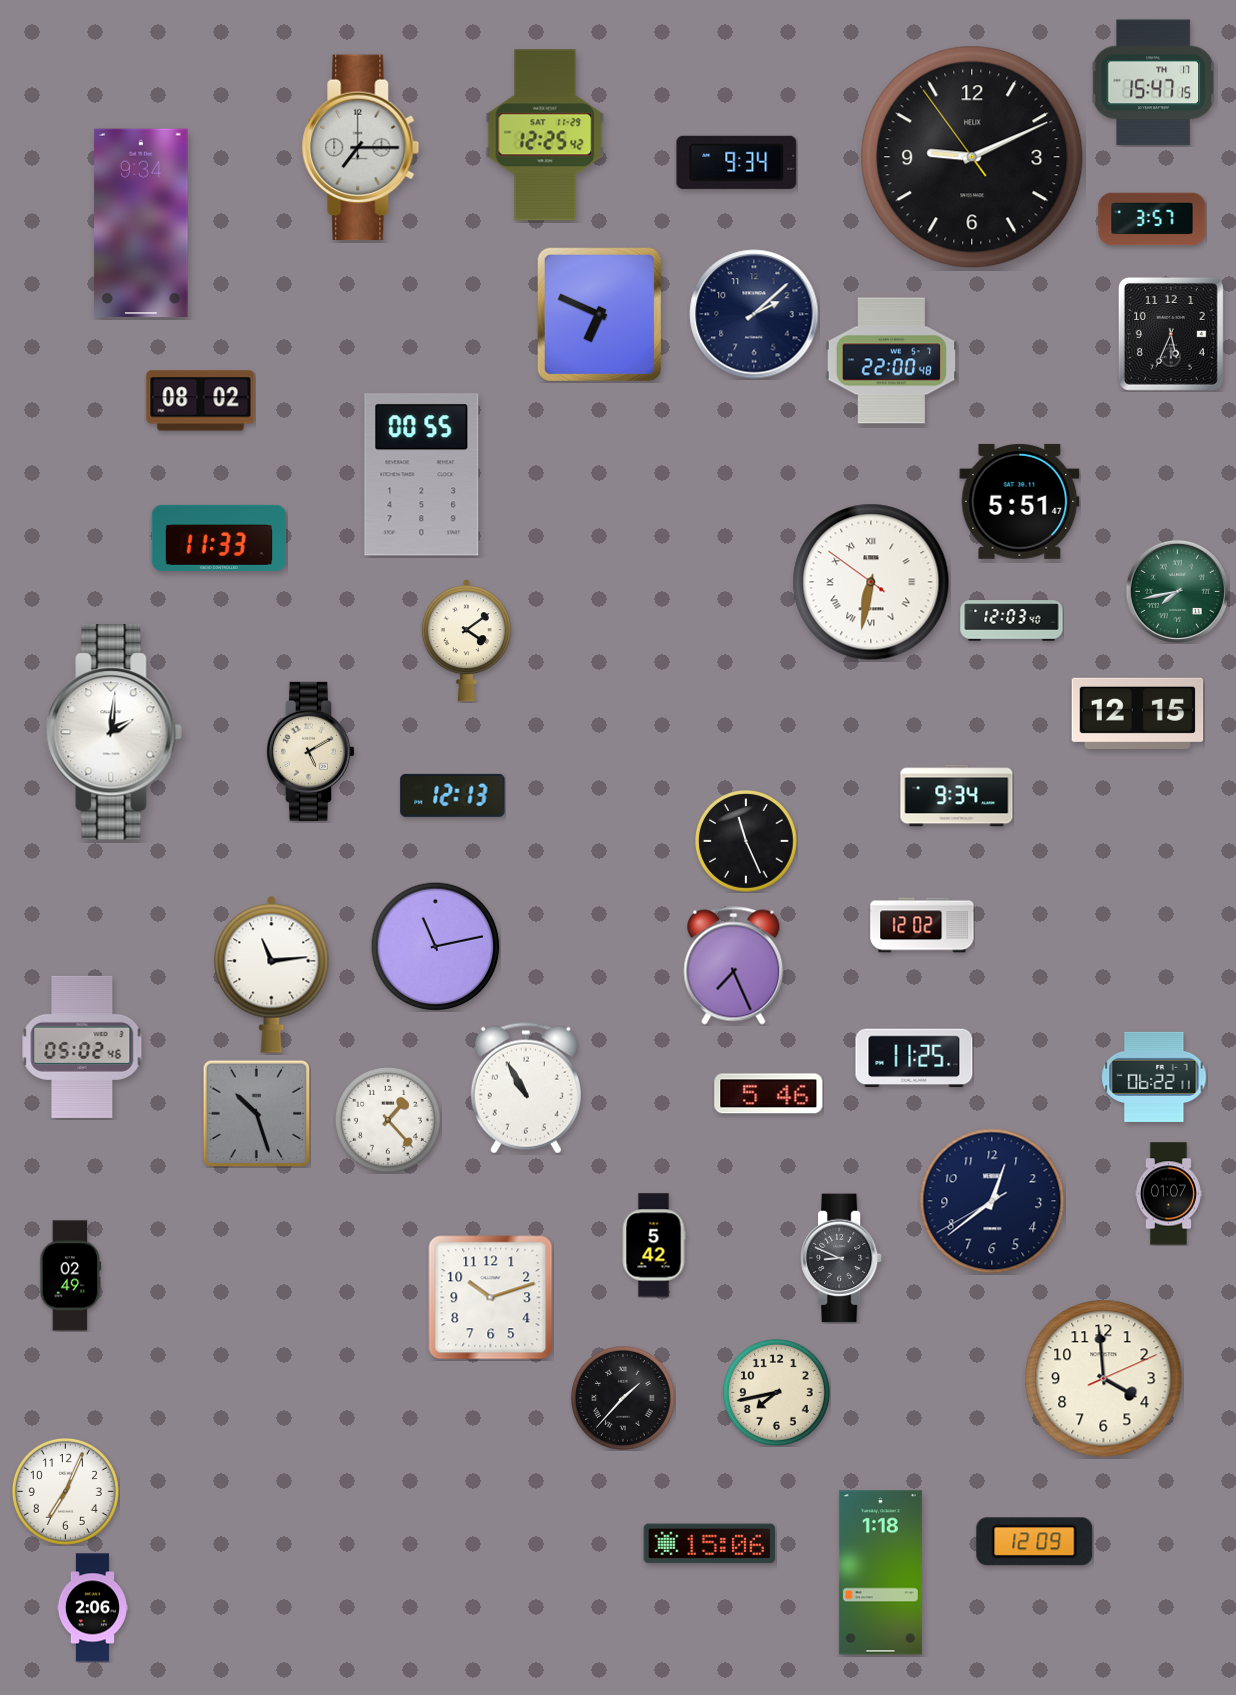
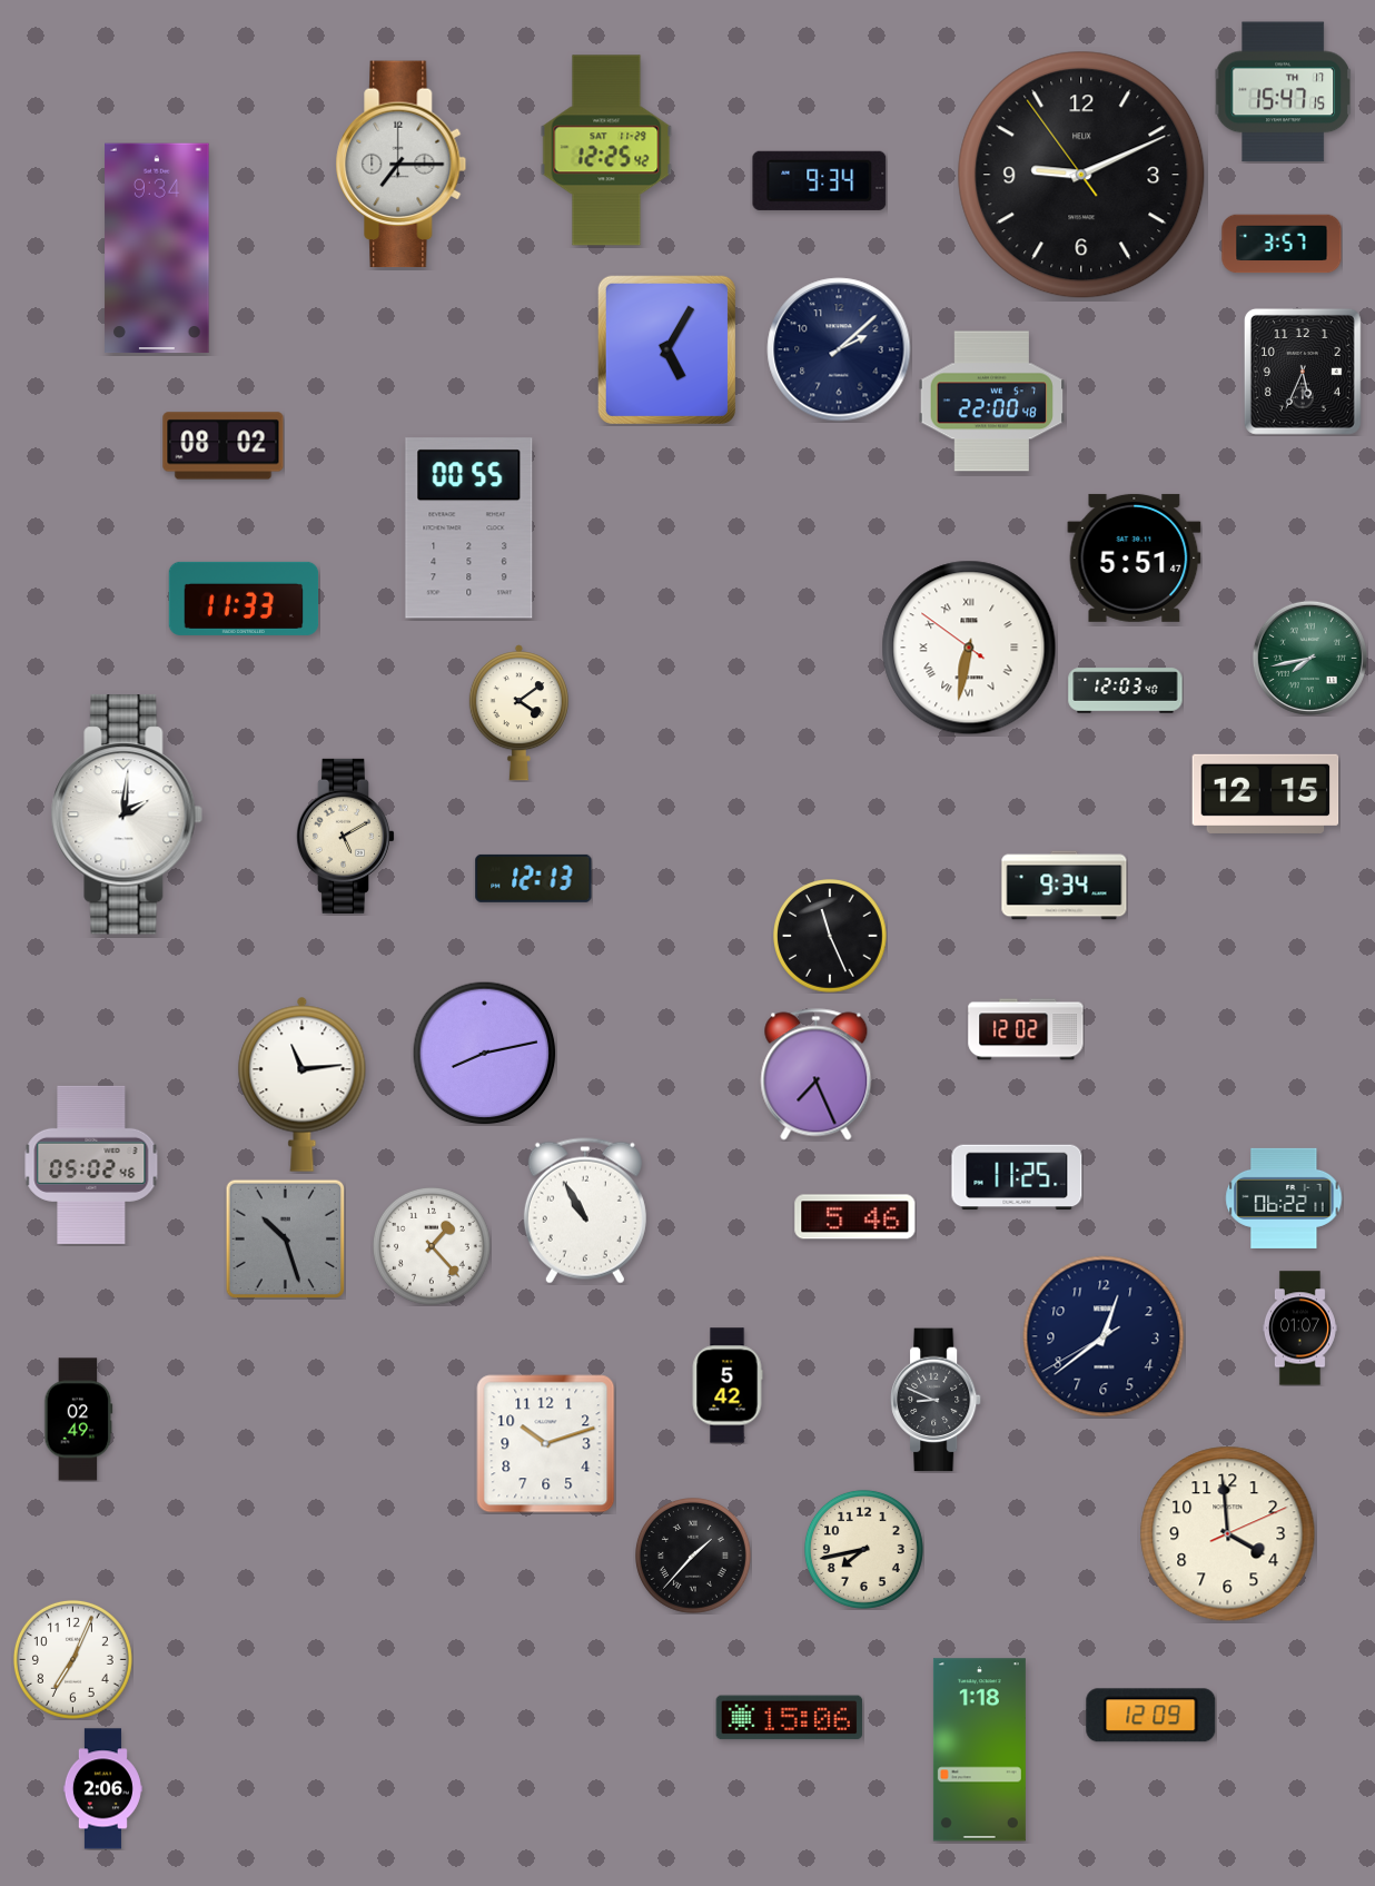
clock at (599, 314): 6:49 -> 5:05
clock at (453, 795) position: (453, 795) -> (534, 878)
clock at (435, 946): 11:13 -> 8:13
